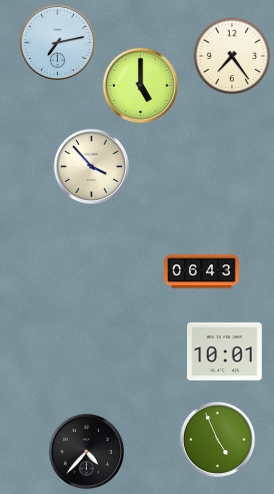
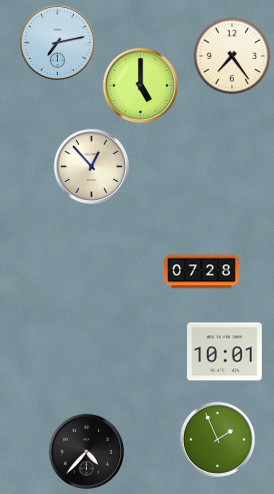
clock at (91, 166): 3:53 -> 12:53
clock at (202, 272): 06:43 -> 07:28
clock at (217, 439): 4:56 -> 1:56
